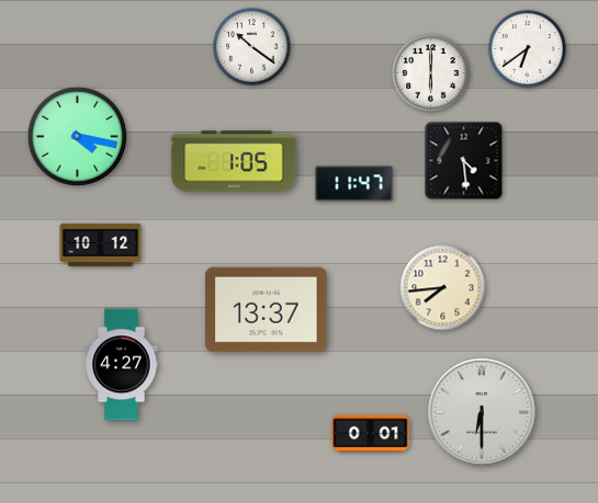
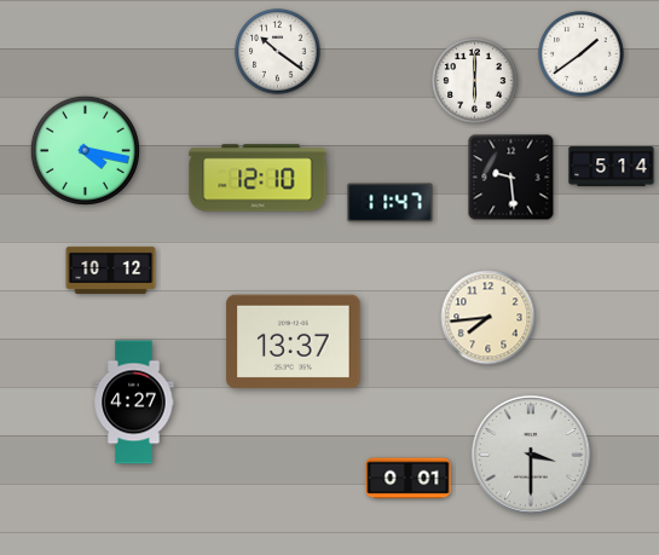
clock at (528, 49): 6:39 -> 1:39
clock at (612, 167): none -> 5:14
clock at (234, 161): 1:05 -> 12:10
clock at (464, 161): 4:29 -> 9:29
clock at (482, 412): 6:30 -> 3:30
